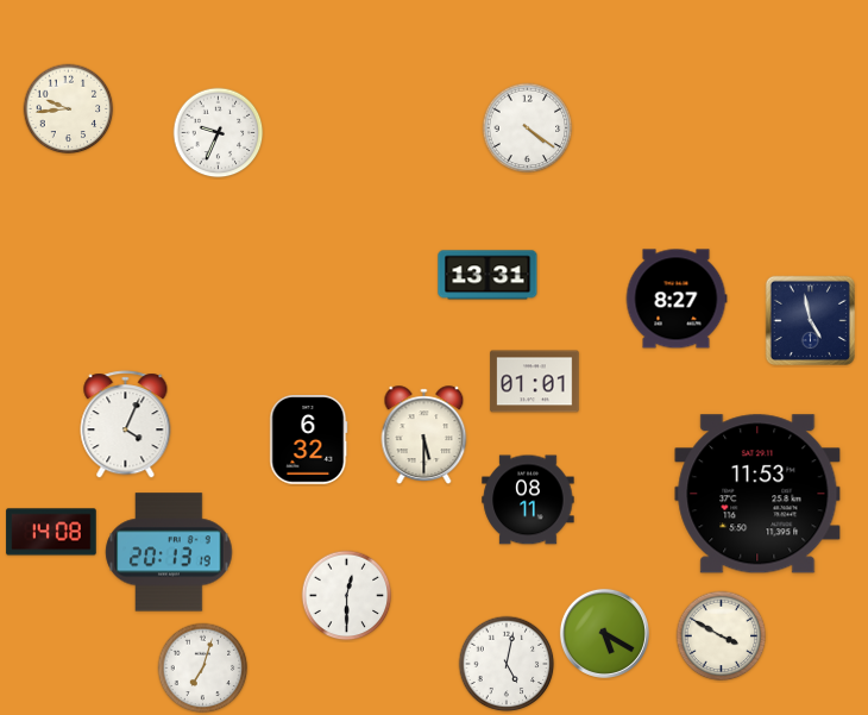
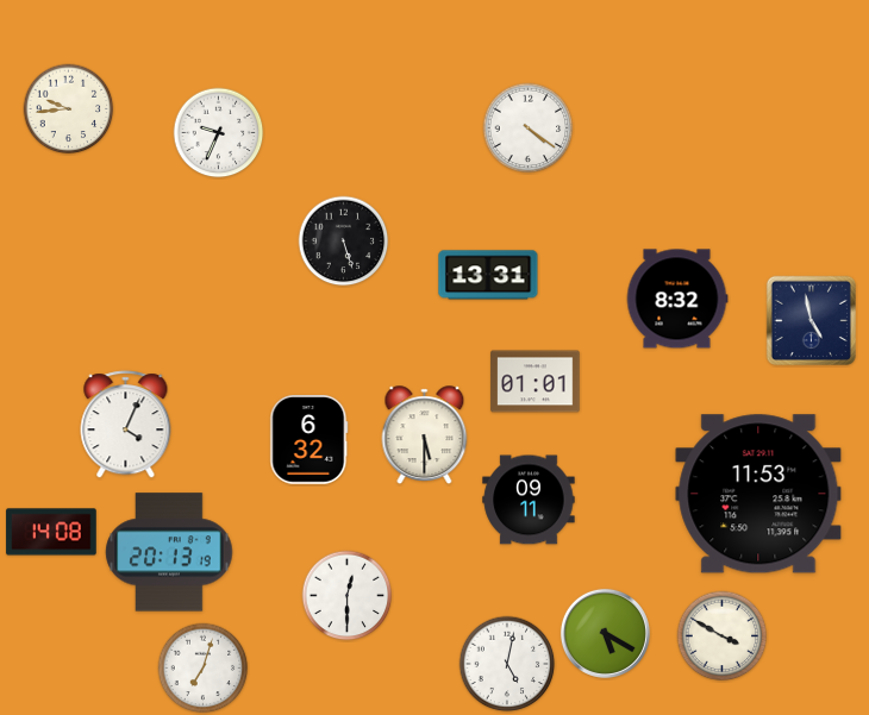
clock at (344, 242): none -> 5:27
clock at (677, 299): 8:27 -> 8:32
clock at (528, 500): 08:11 -> 09:11
